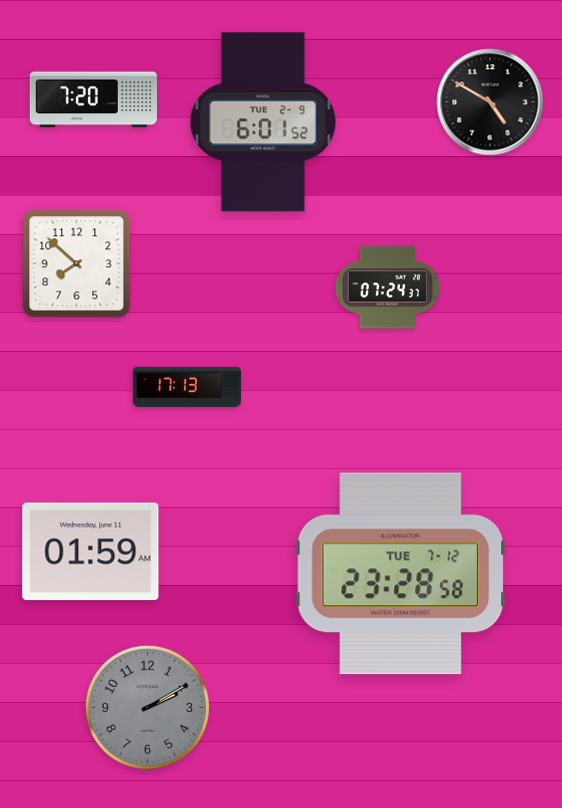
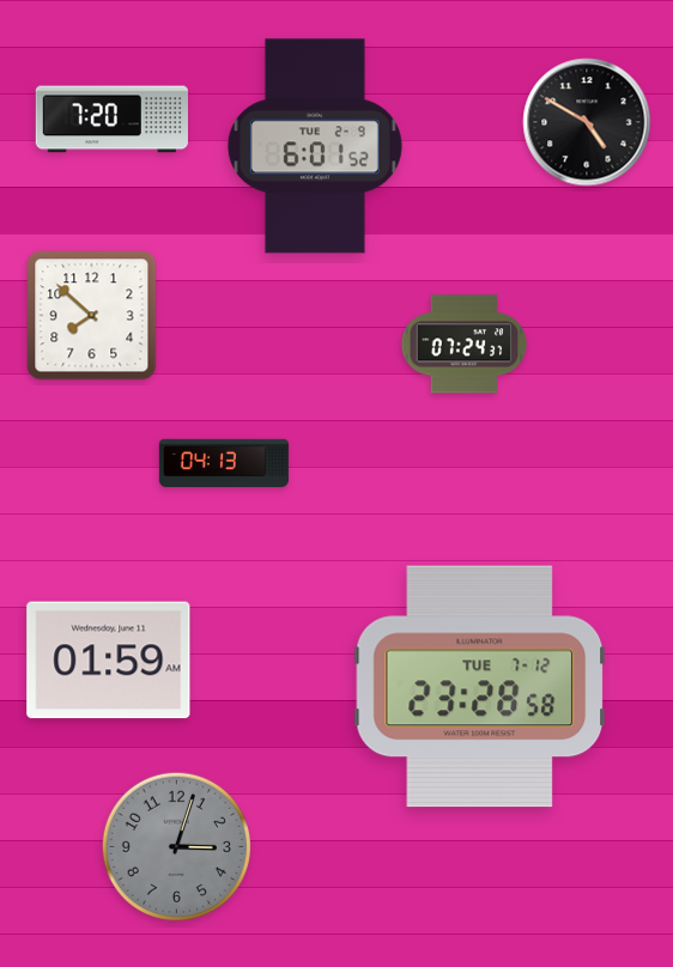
clock at (187, 387): 17:13 -> 04:13
clock at (147, 707): 2:10 -> 3:03
